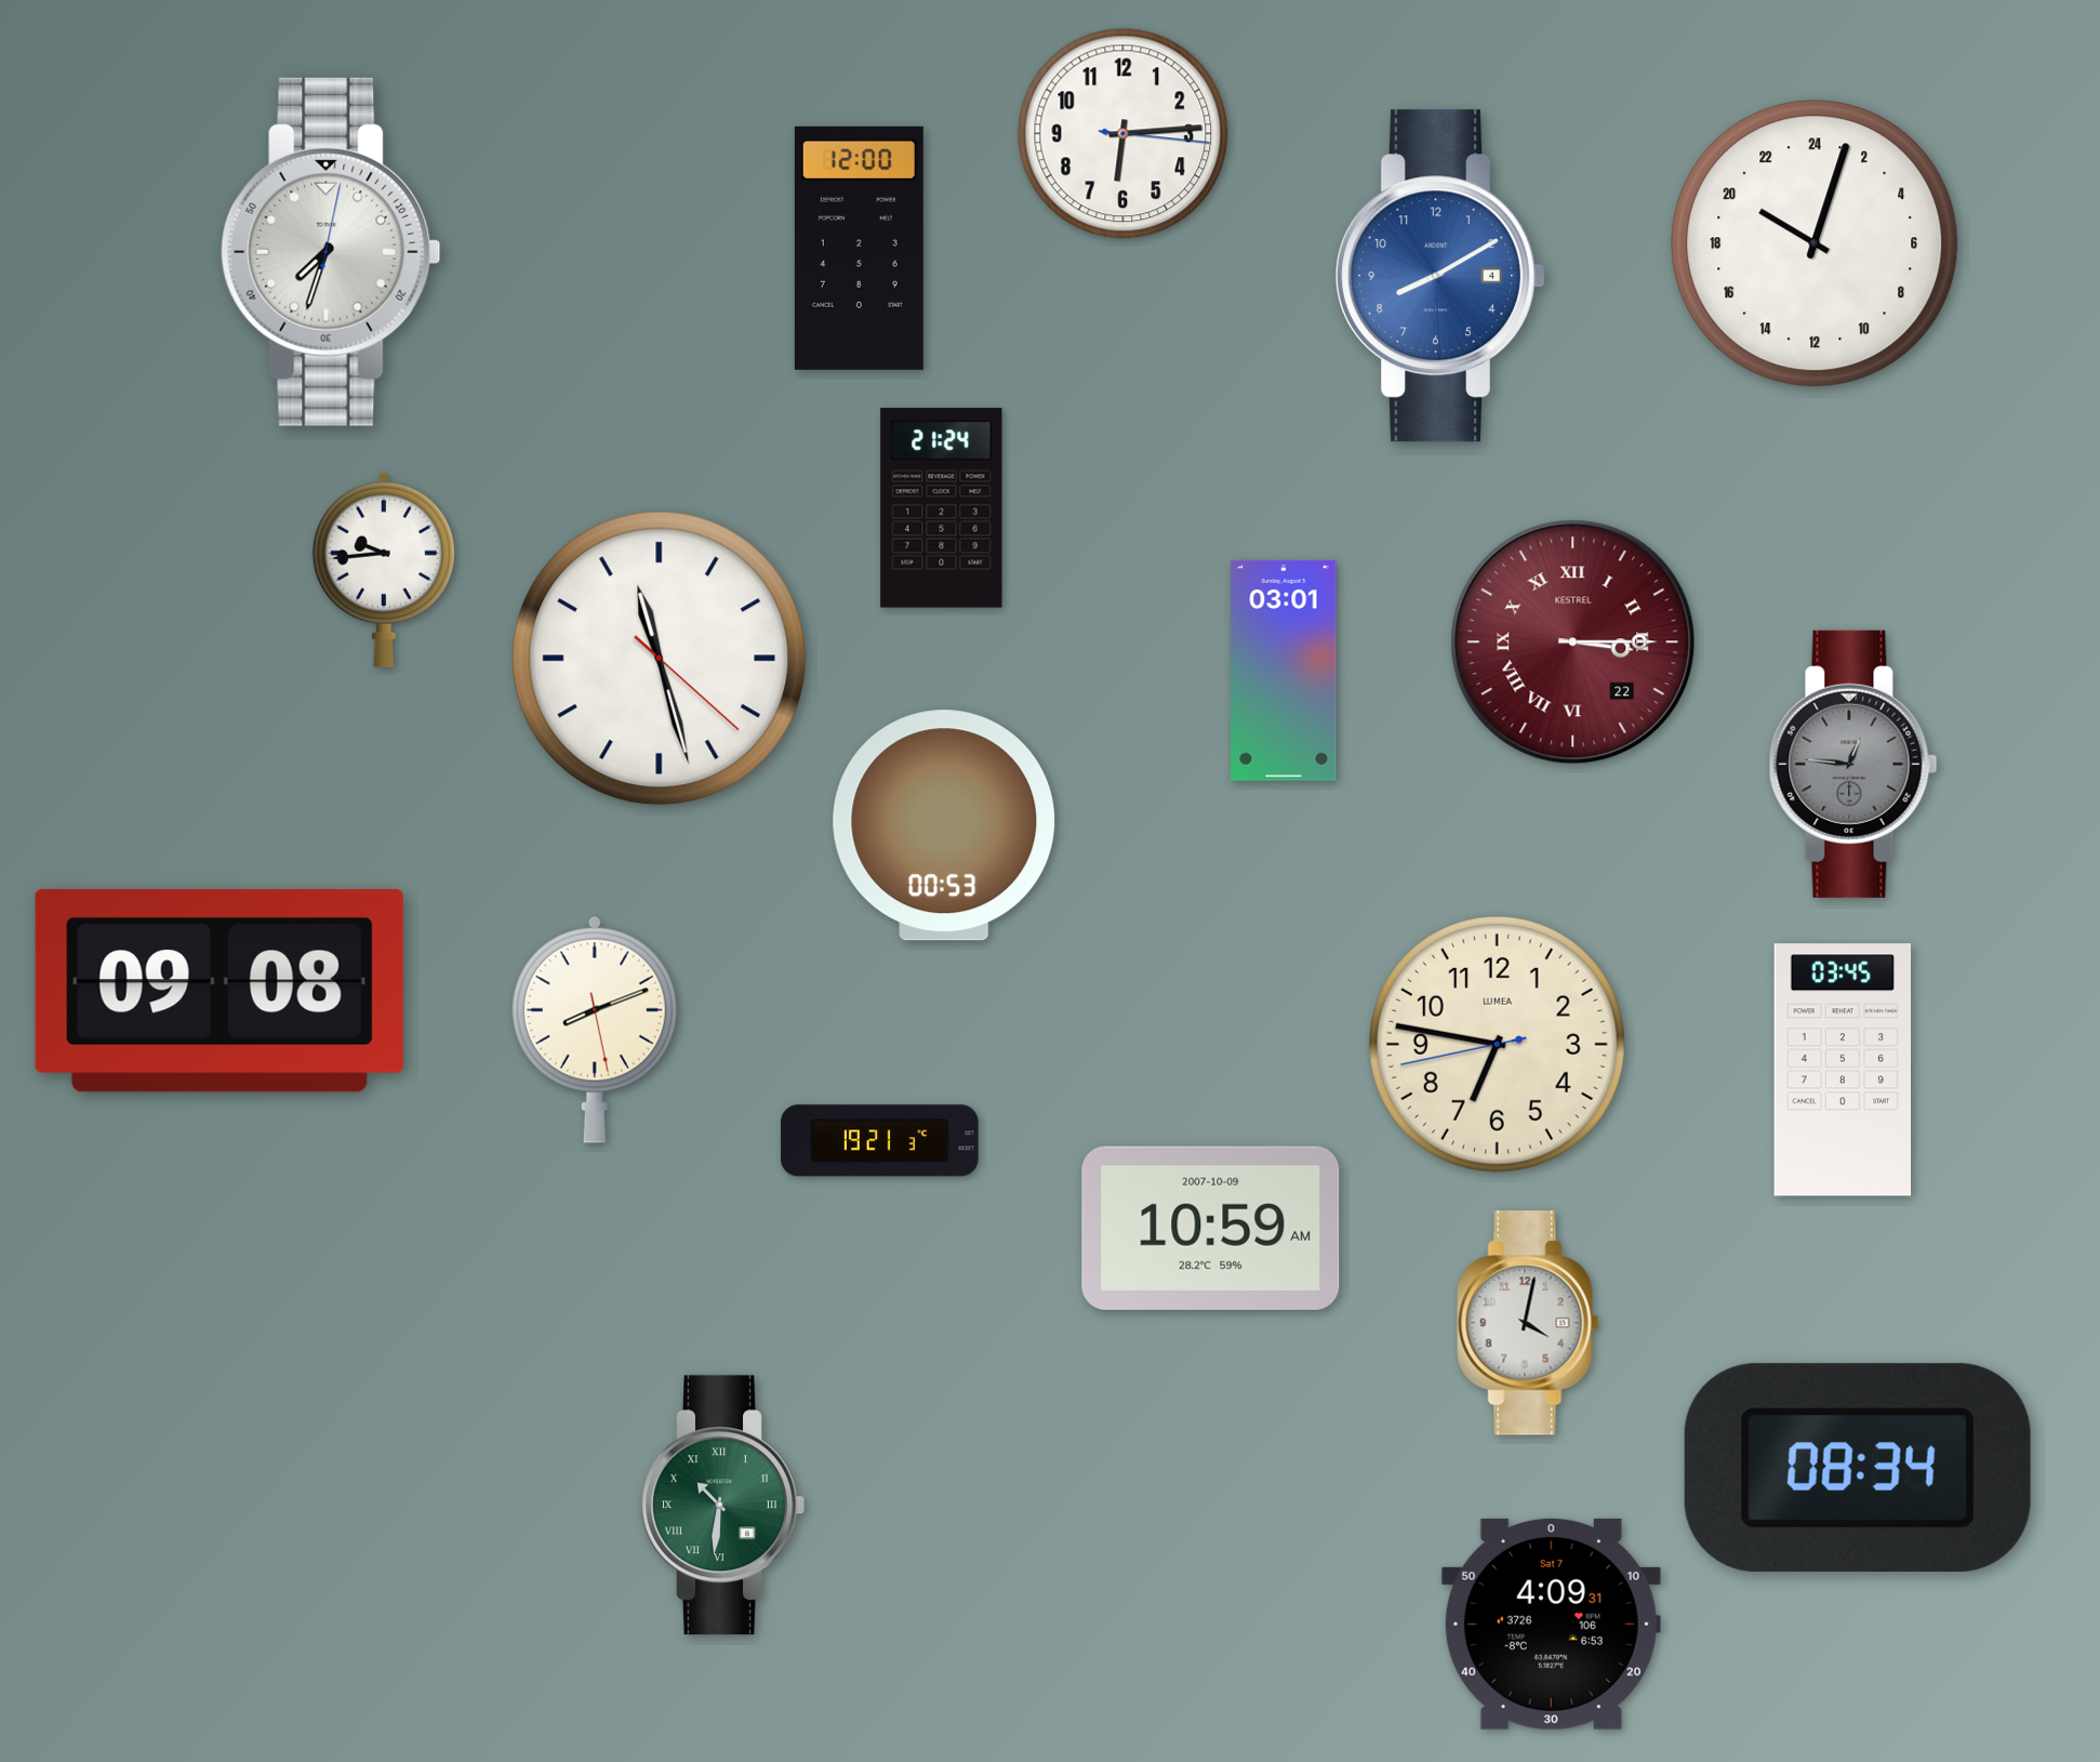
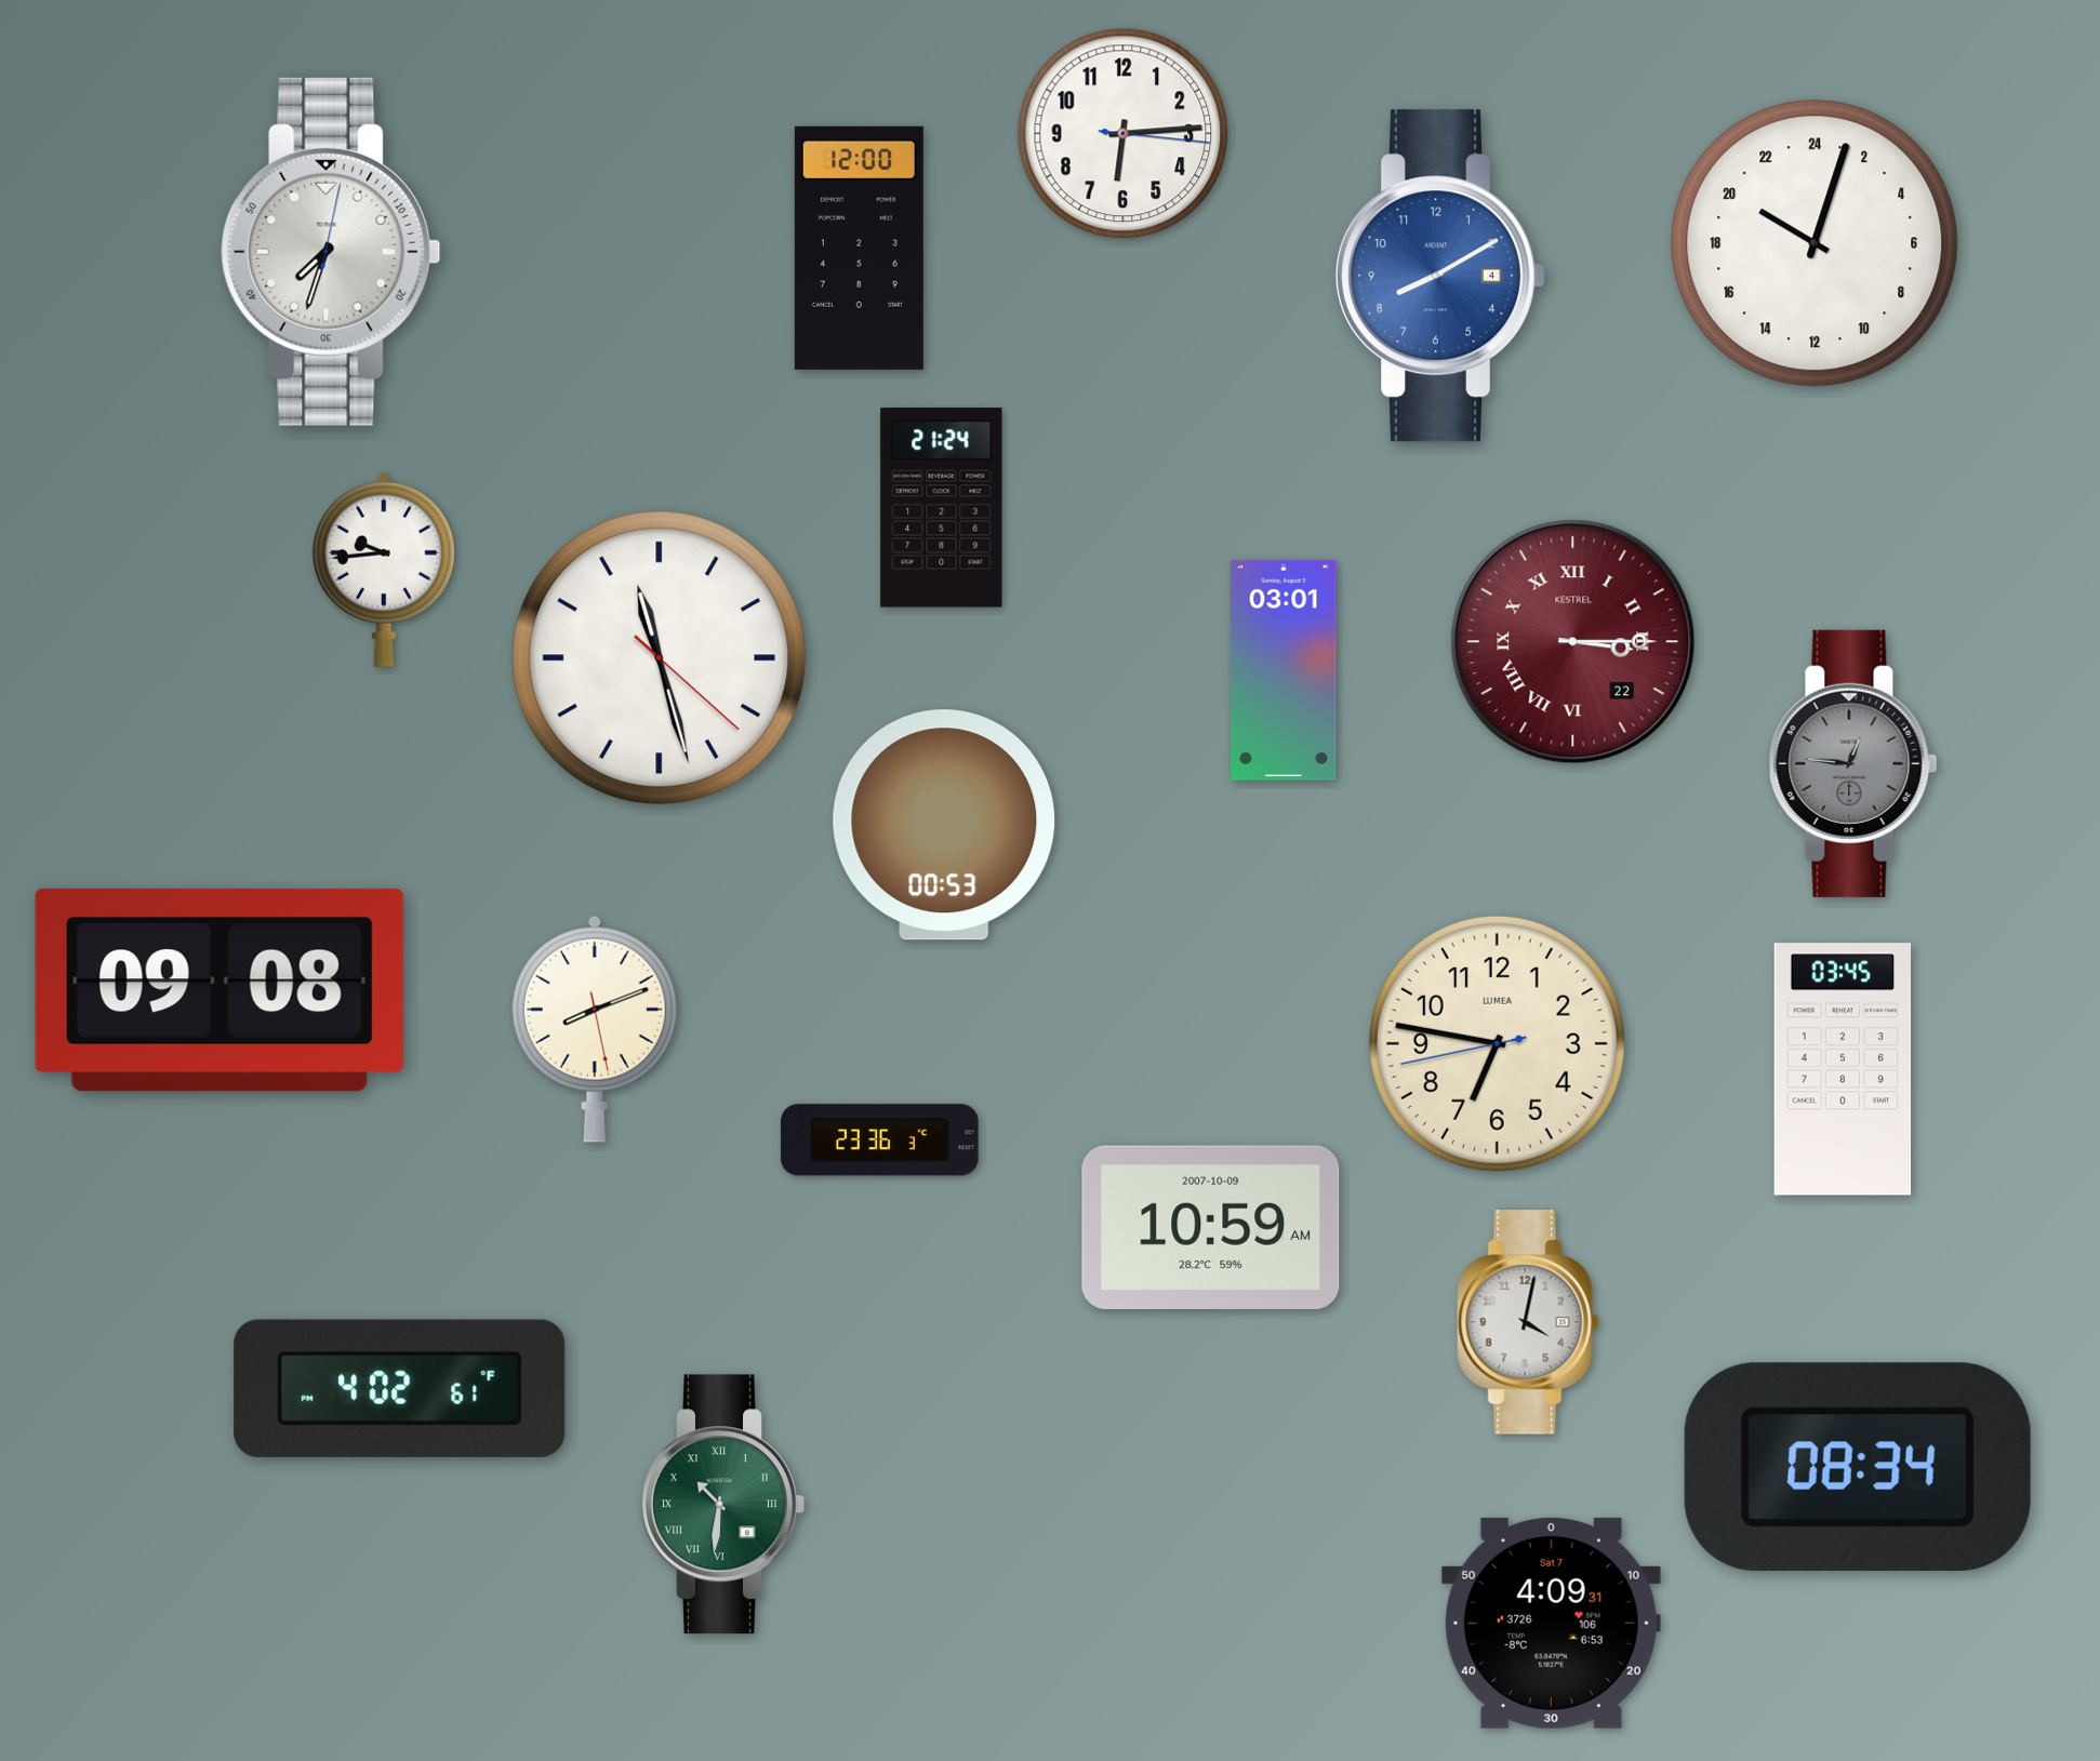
clock at (880, 1141): 19:21 -> 23:36
clock at (400, 1388): none -> 4:02
